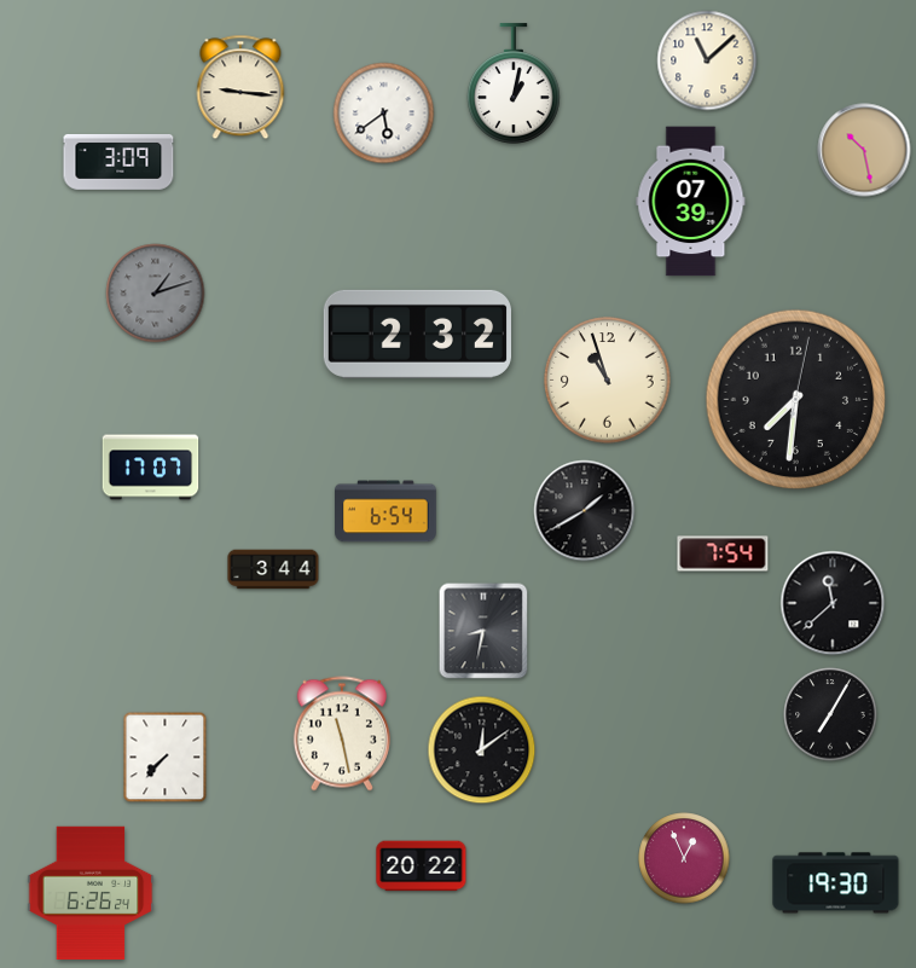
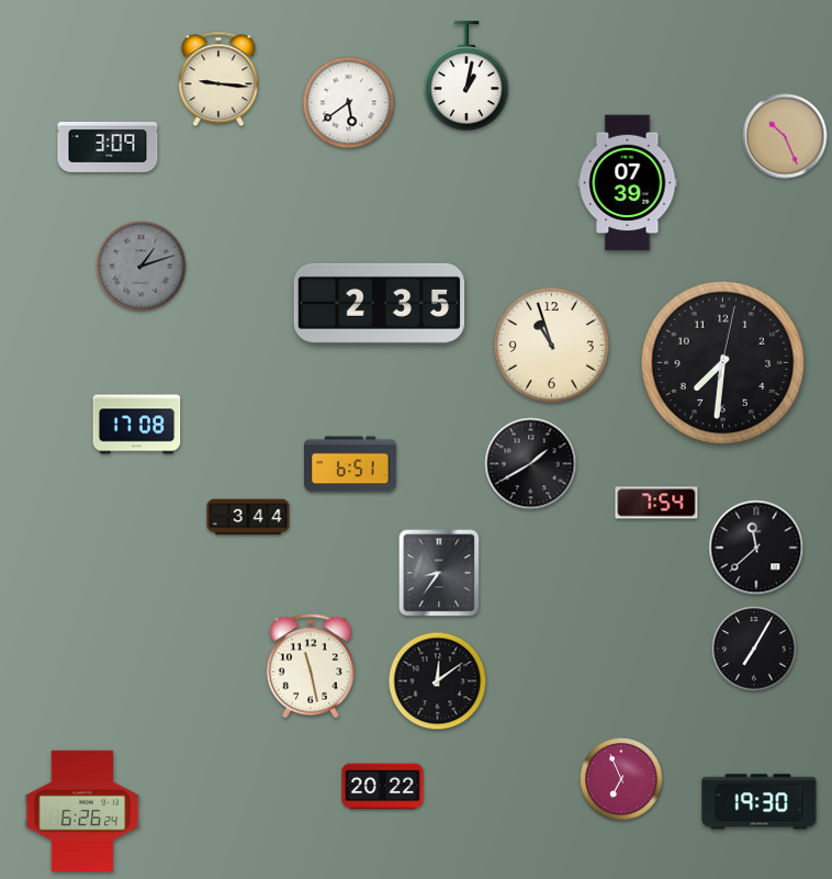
clock at (707, 60): 11:08 -> none
clock at (864, 150): 10:28 -> 10:26
clock at (417, 334): 2:32 -> 2:35
clock at (151, 468): 17:07 -> 17:08
clock at (387, 511): 6:54 -> 6:51
clock at (483, 631): 8:32 -> 8:36
clock at (166, 758): 7:37 -> none
clock at (684, 858): 12:56 -> 6:56
